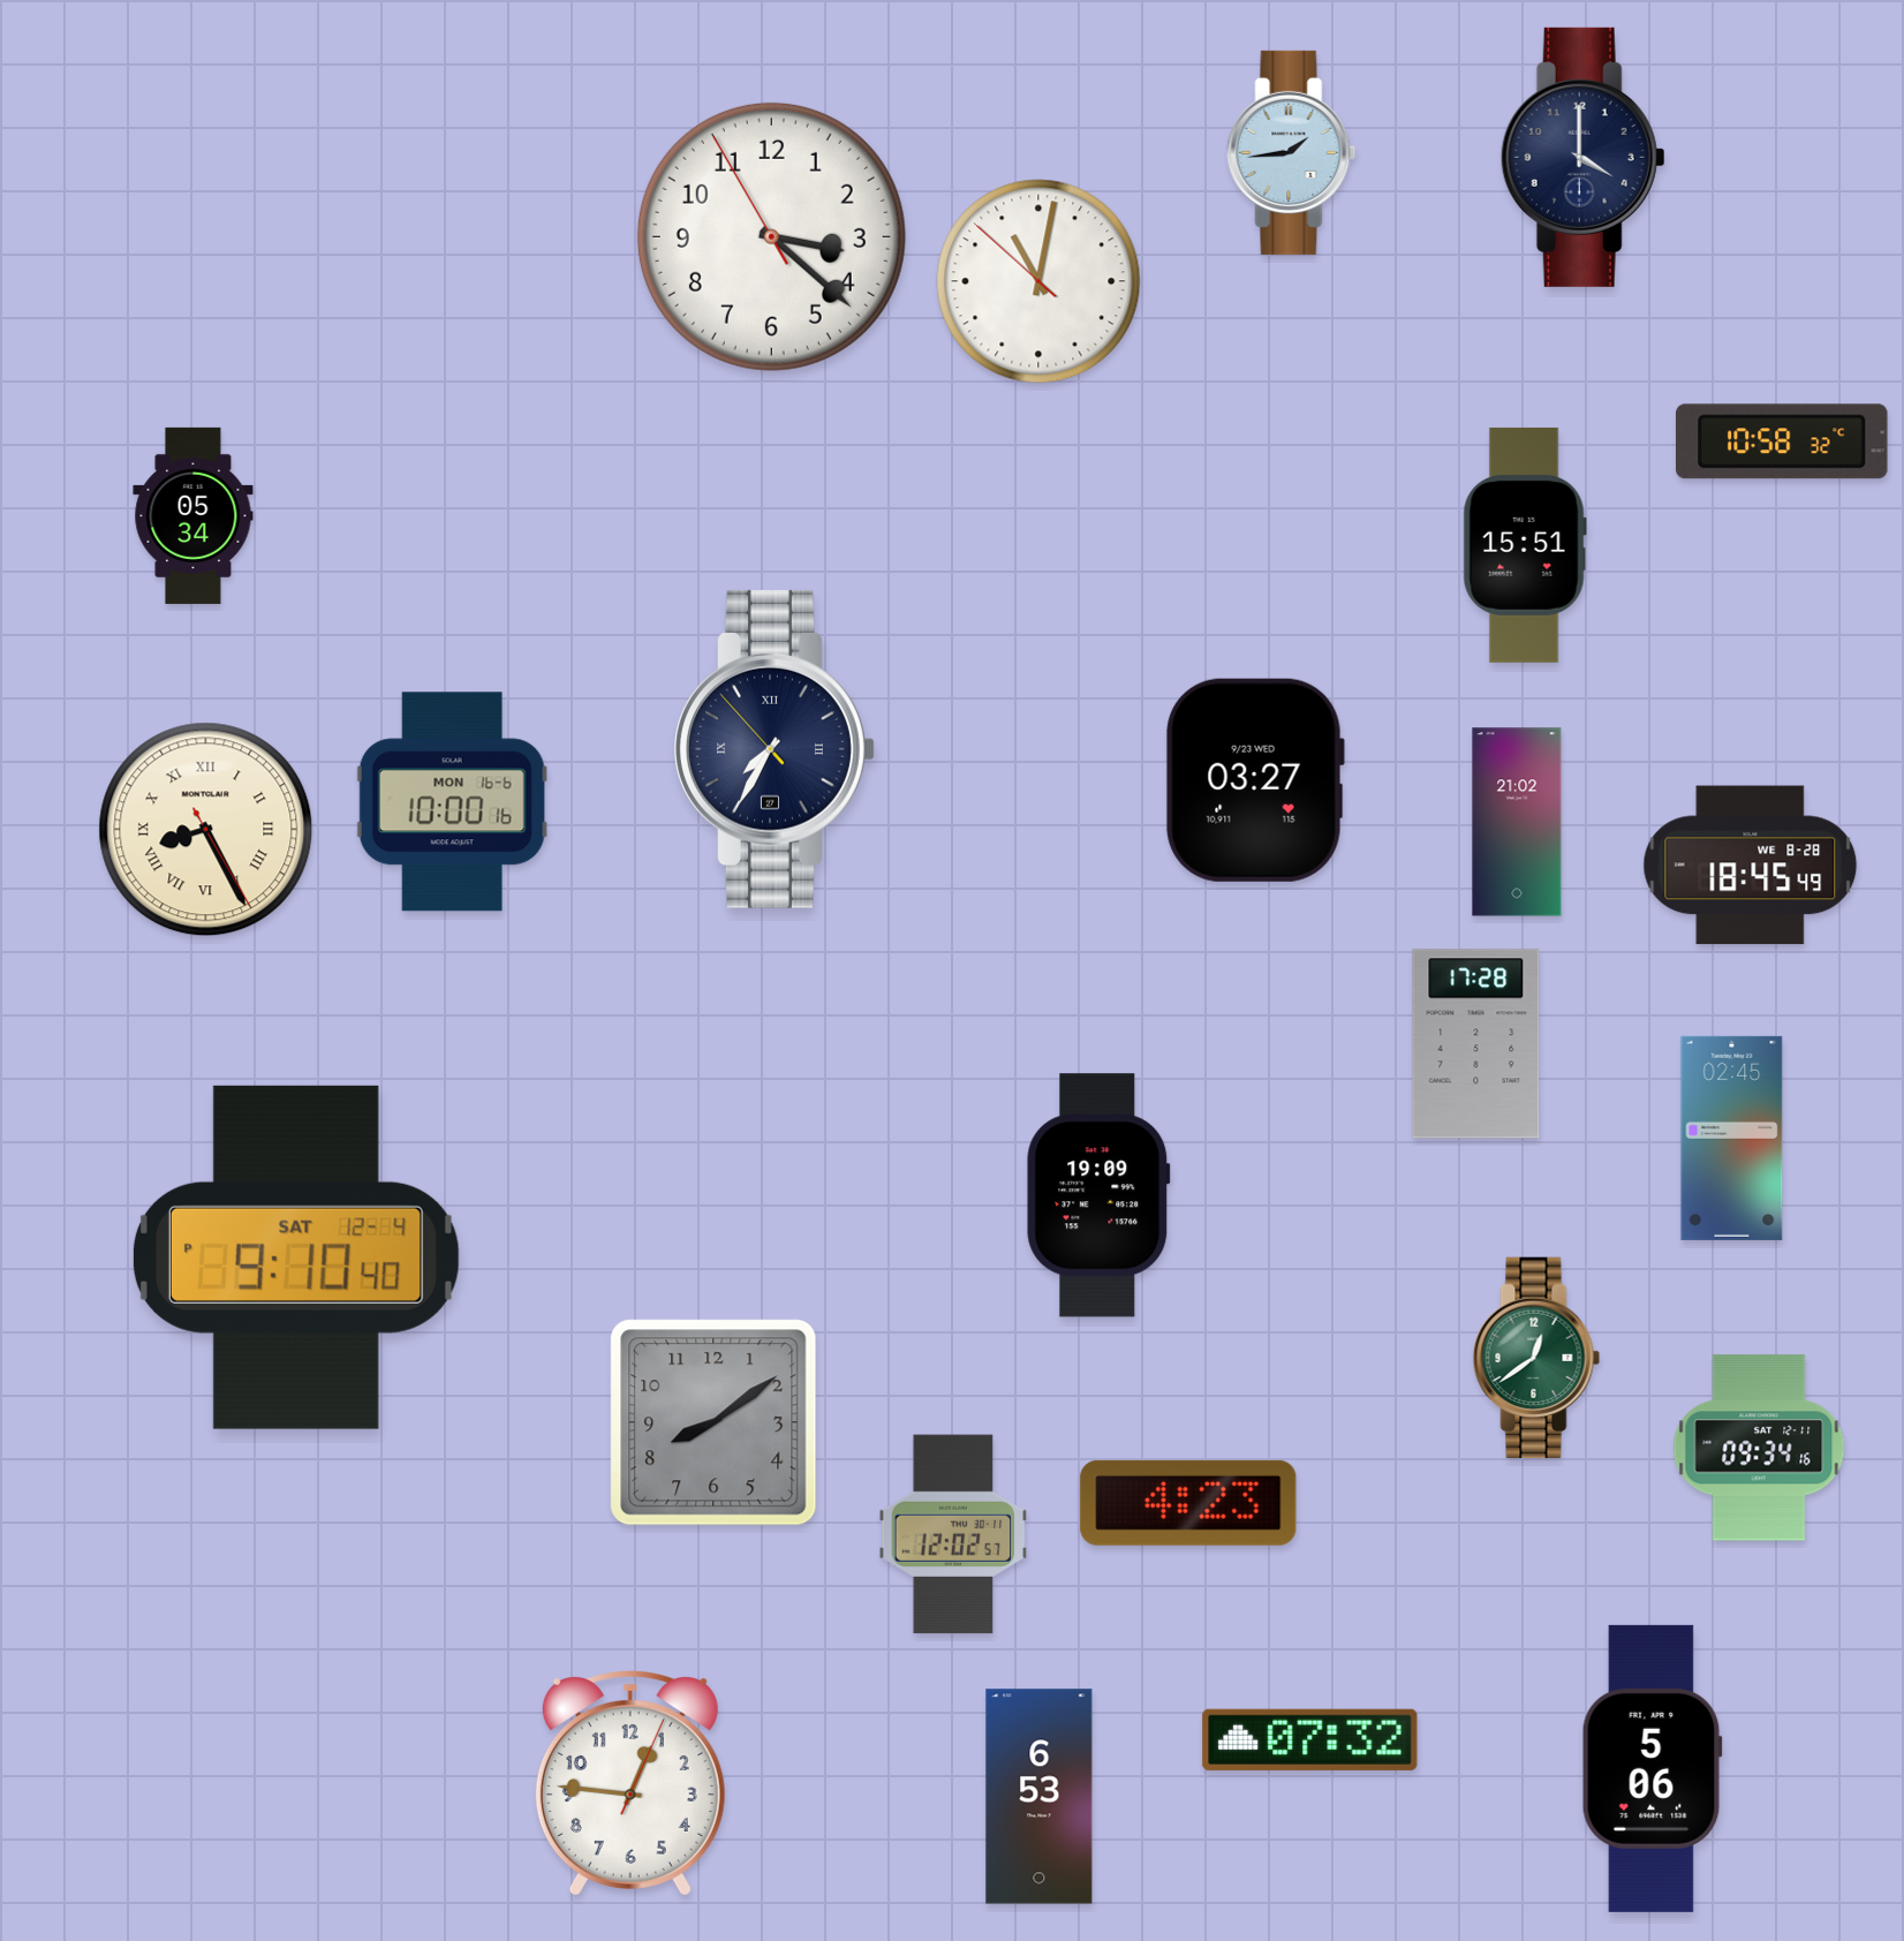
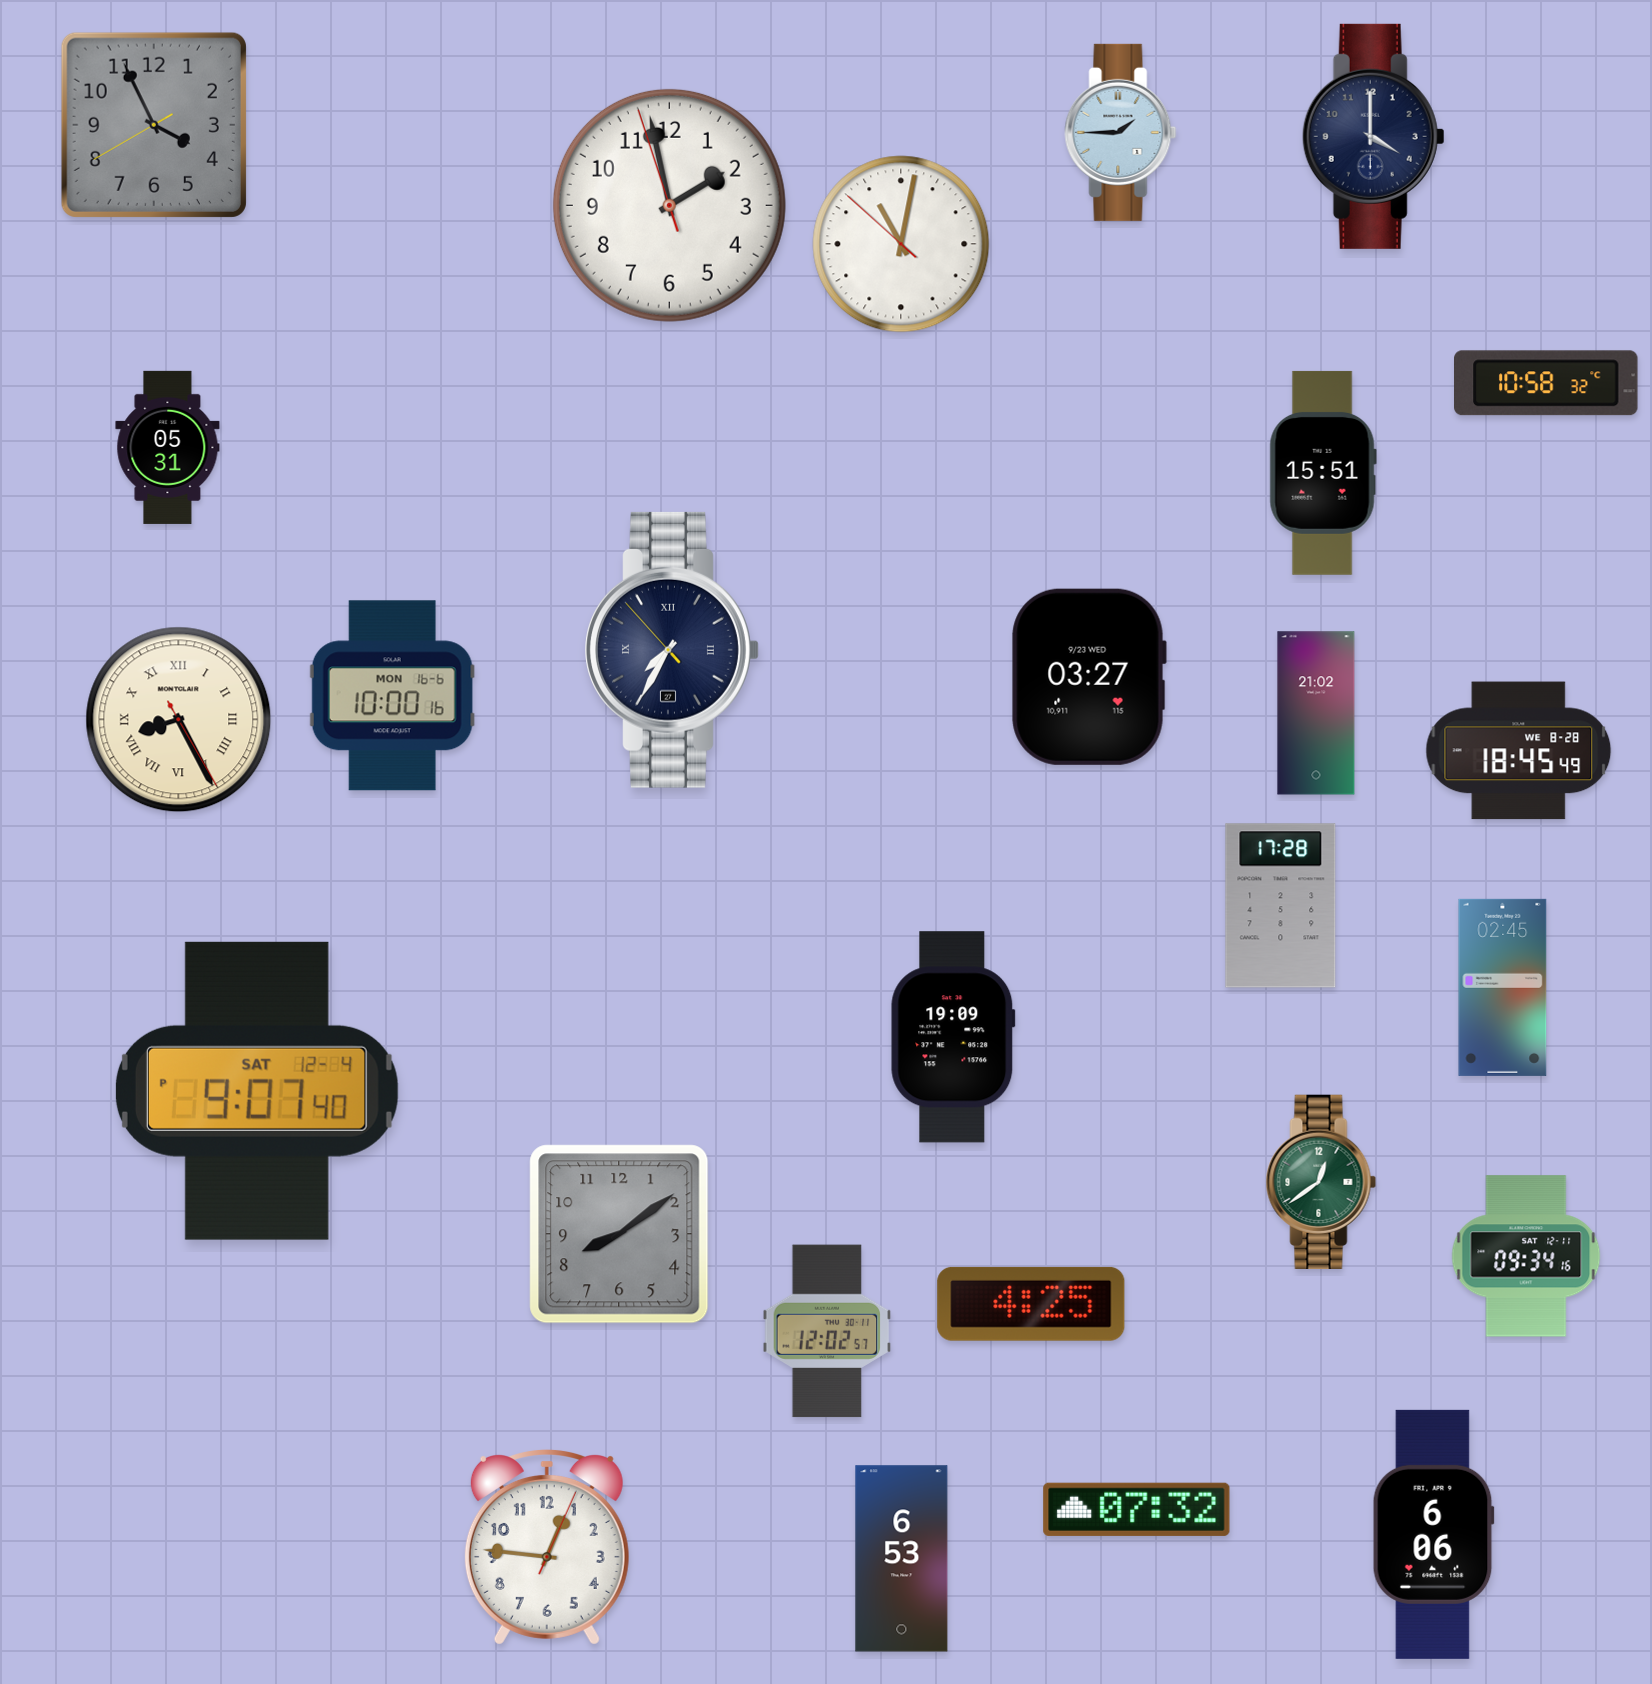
clock at (154, 125): none -> 3:55
clock at (1292, 152): 1:44 -> 1:45
clock at (771, 236): 3:21 -> 1:57
clock at (194, 515): 05:34 -> 05:31
clock at (296, 1258): 9:10 -> 9:07
clock at (1536, 1358) position: (1536, 1358) -> (1321, 1182)
clock at (1188, 1503): 4:23 -> 4:25
clock at (1652, 1768): 5:06 -> 6:06
